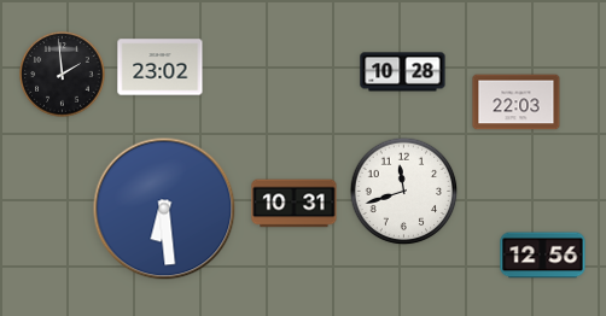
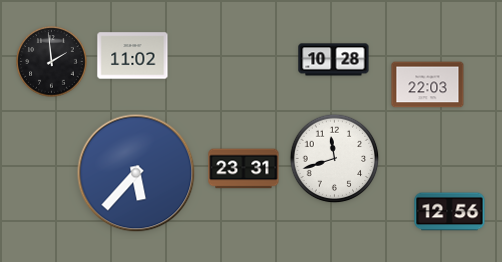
clock at (161, 68): 23:02 -> 11:02
clock at (295, 204): 10:31 -> 23:31
clock at (164, 209): 6:29 -> 5:37
